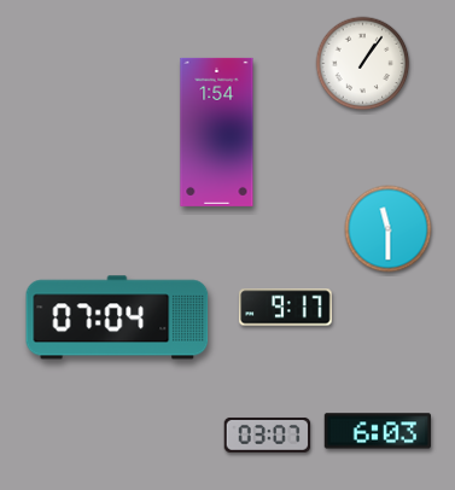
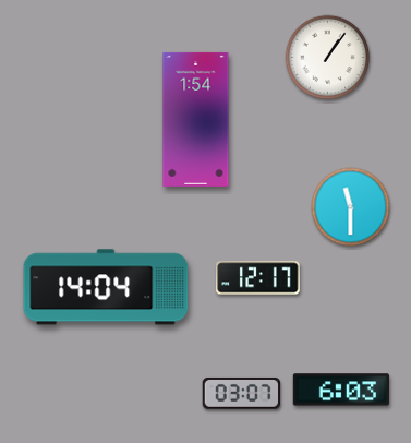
clock at (286, 308): 9:17 -> 12:17
clock at (117, 317): 07:04 -> 14:04
